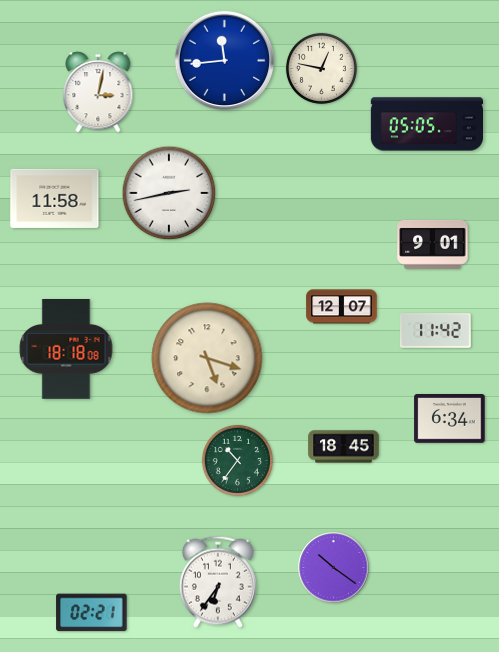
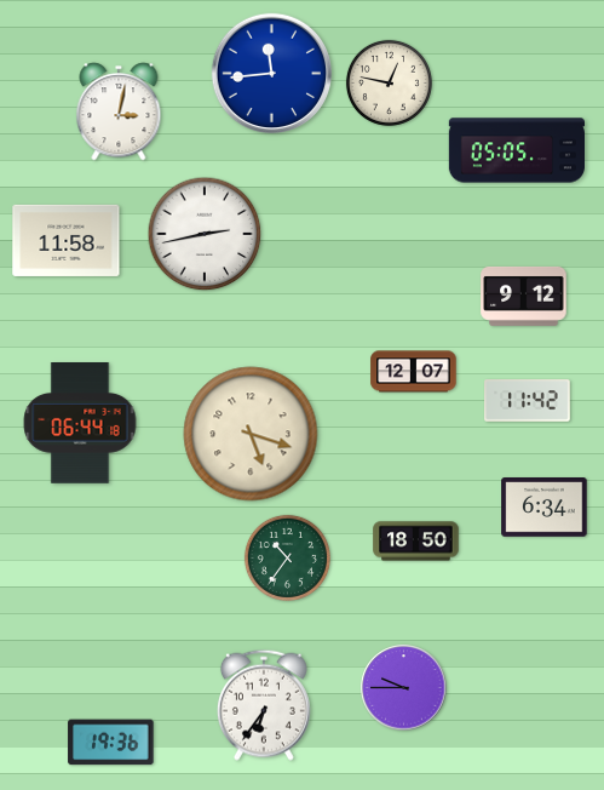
clock at (433, 245): 9:01 -> 9:12
clock at (66, 350): 18:18 -> 06:44
clock at (344, 447): 18:45 -> 18:50
clock at (334, 568): 10:21 -> 9:45
clock at (92, 613): 02:21 -> 19:36
